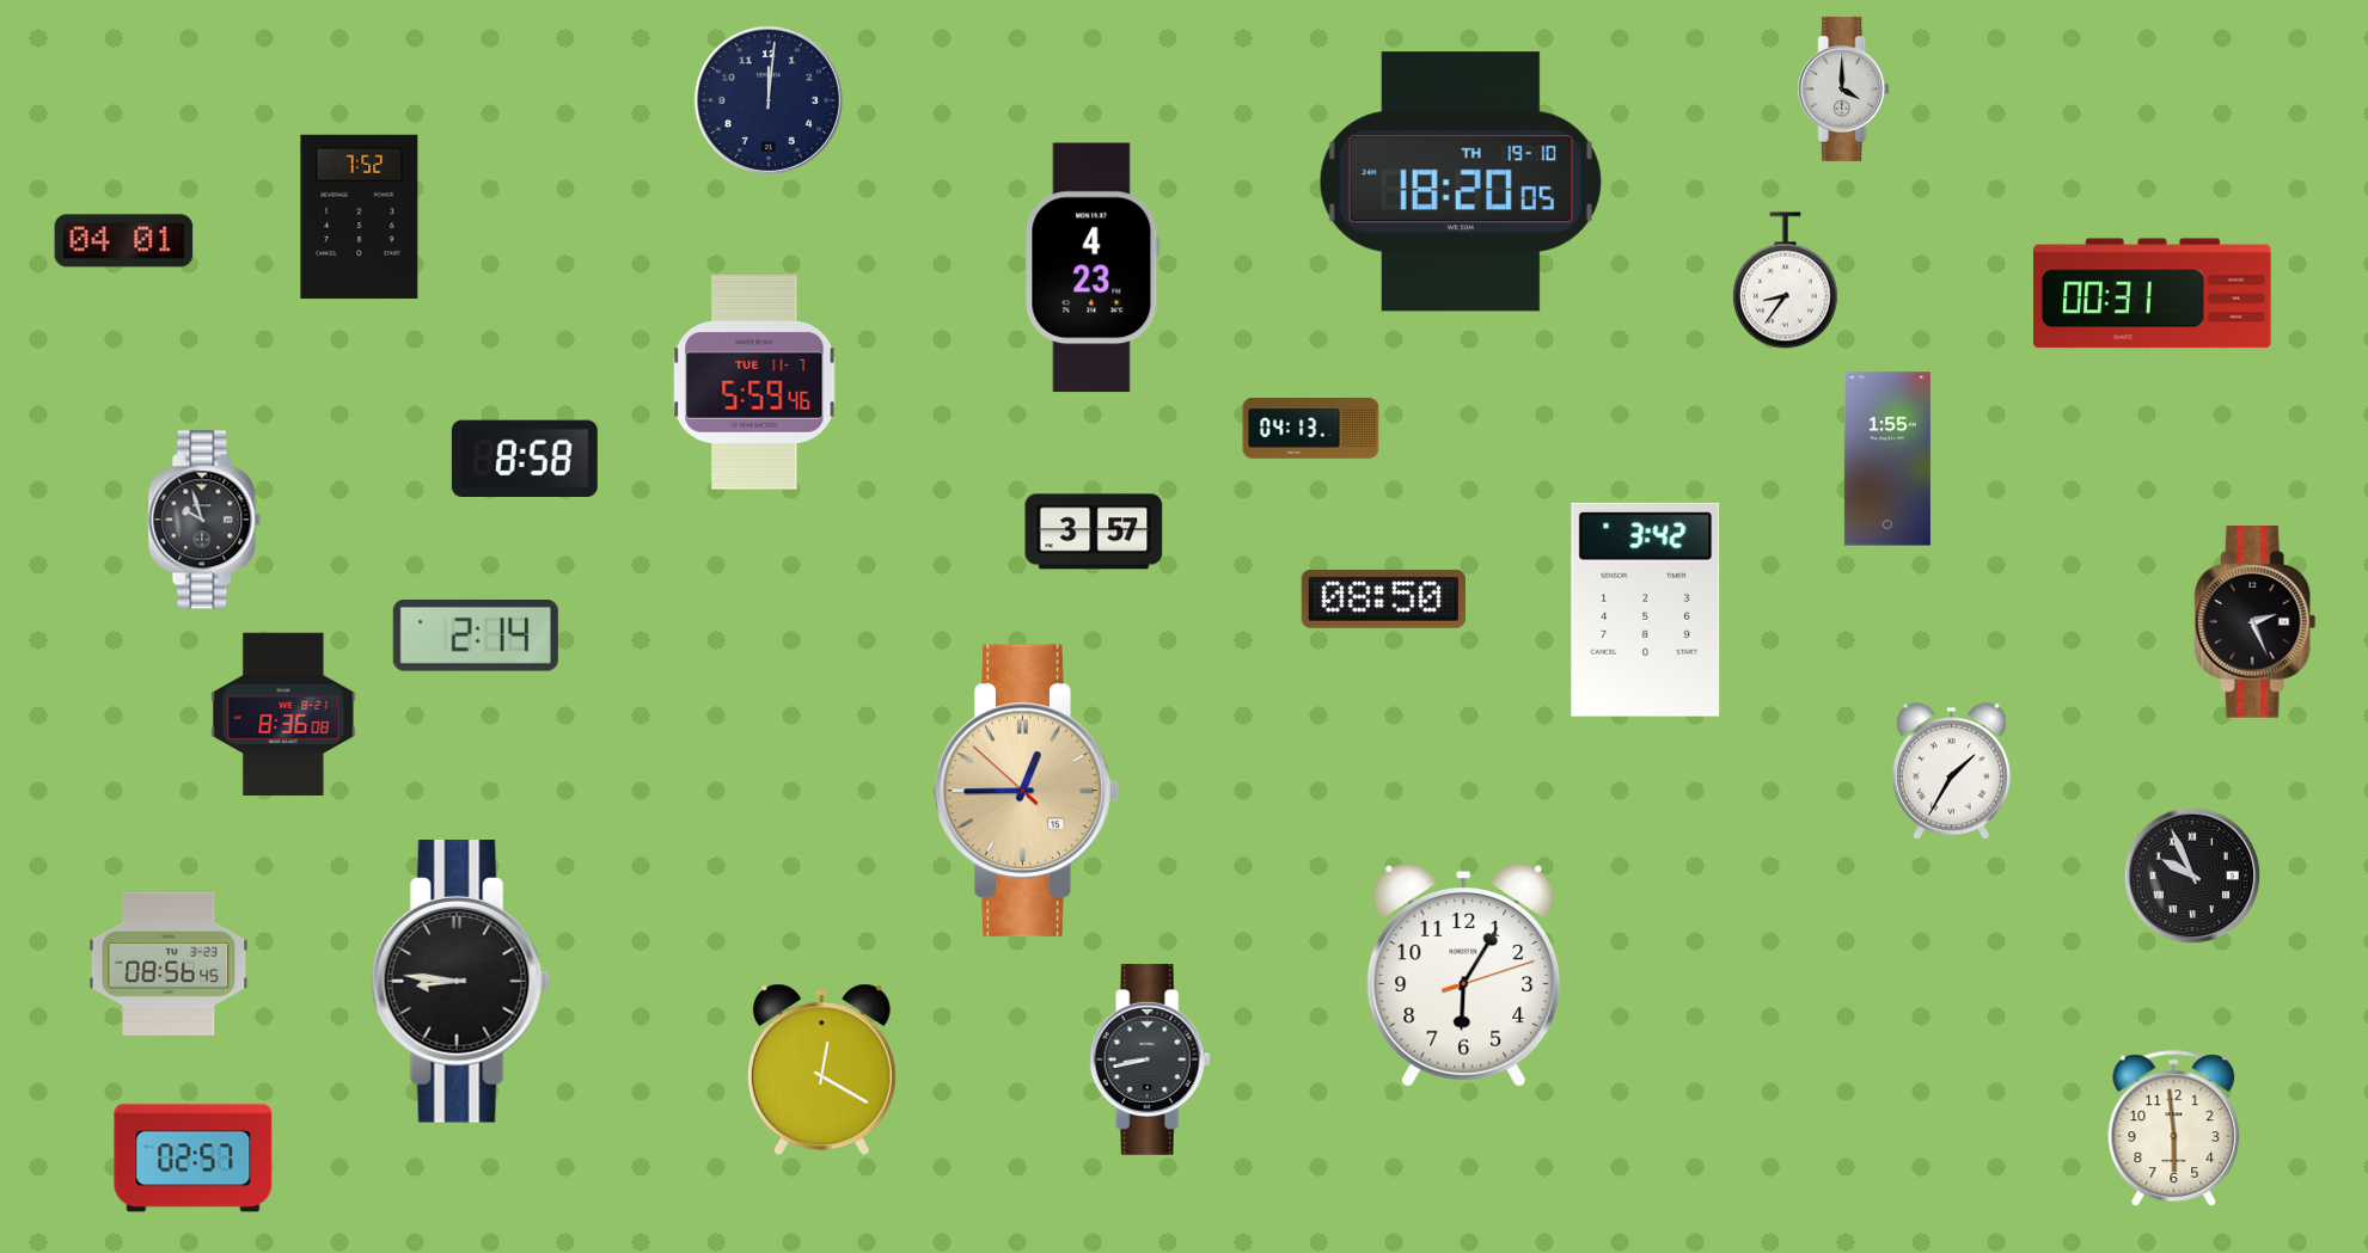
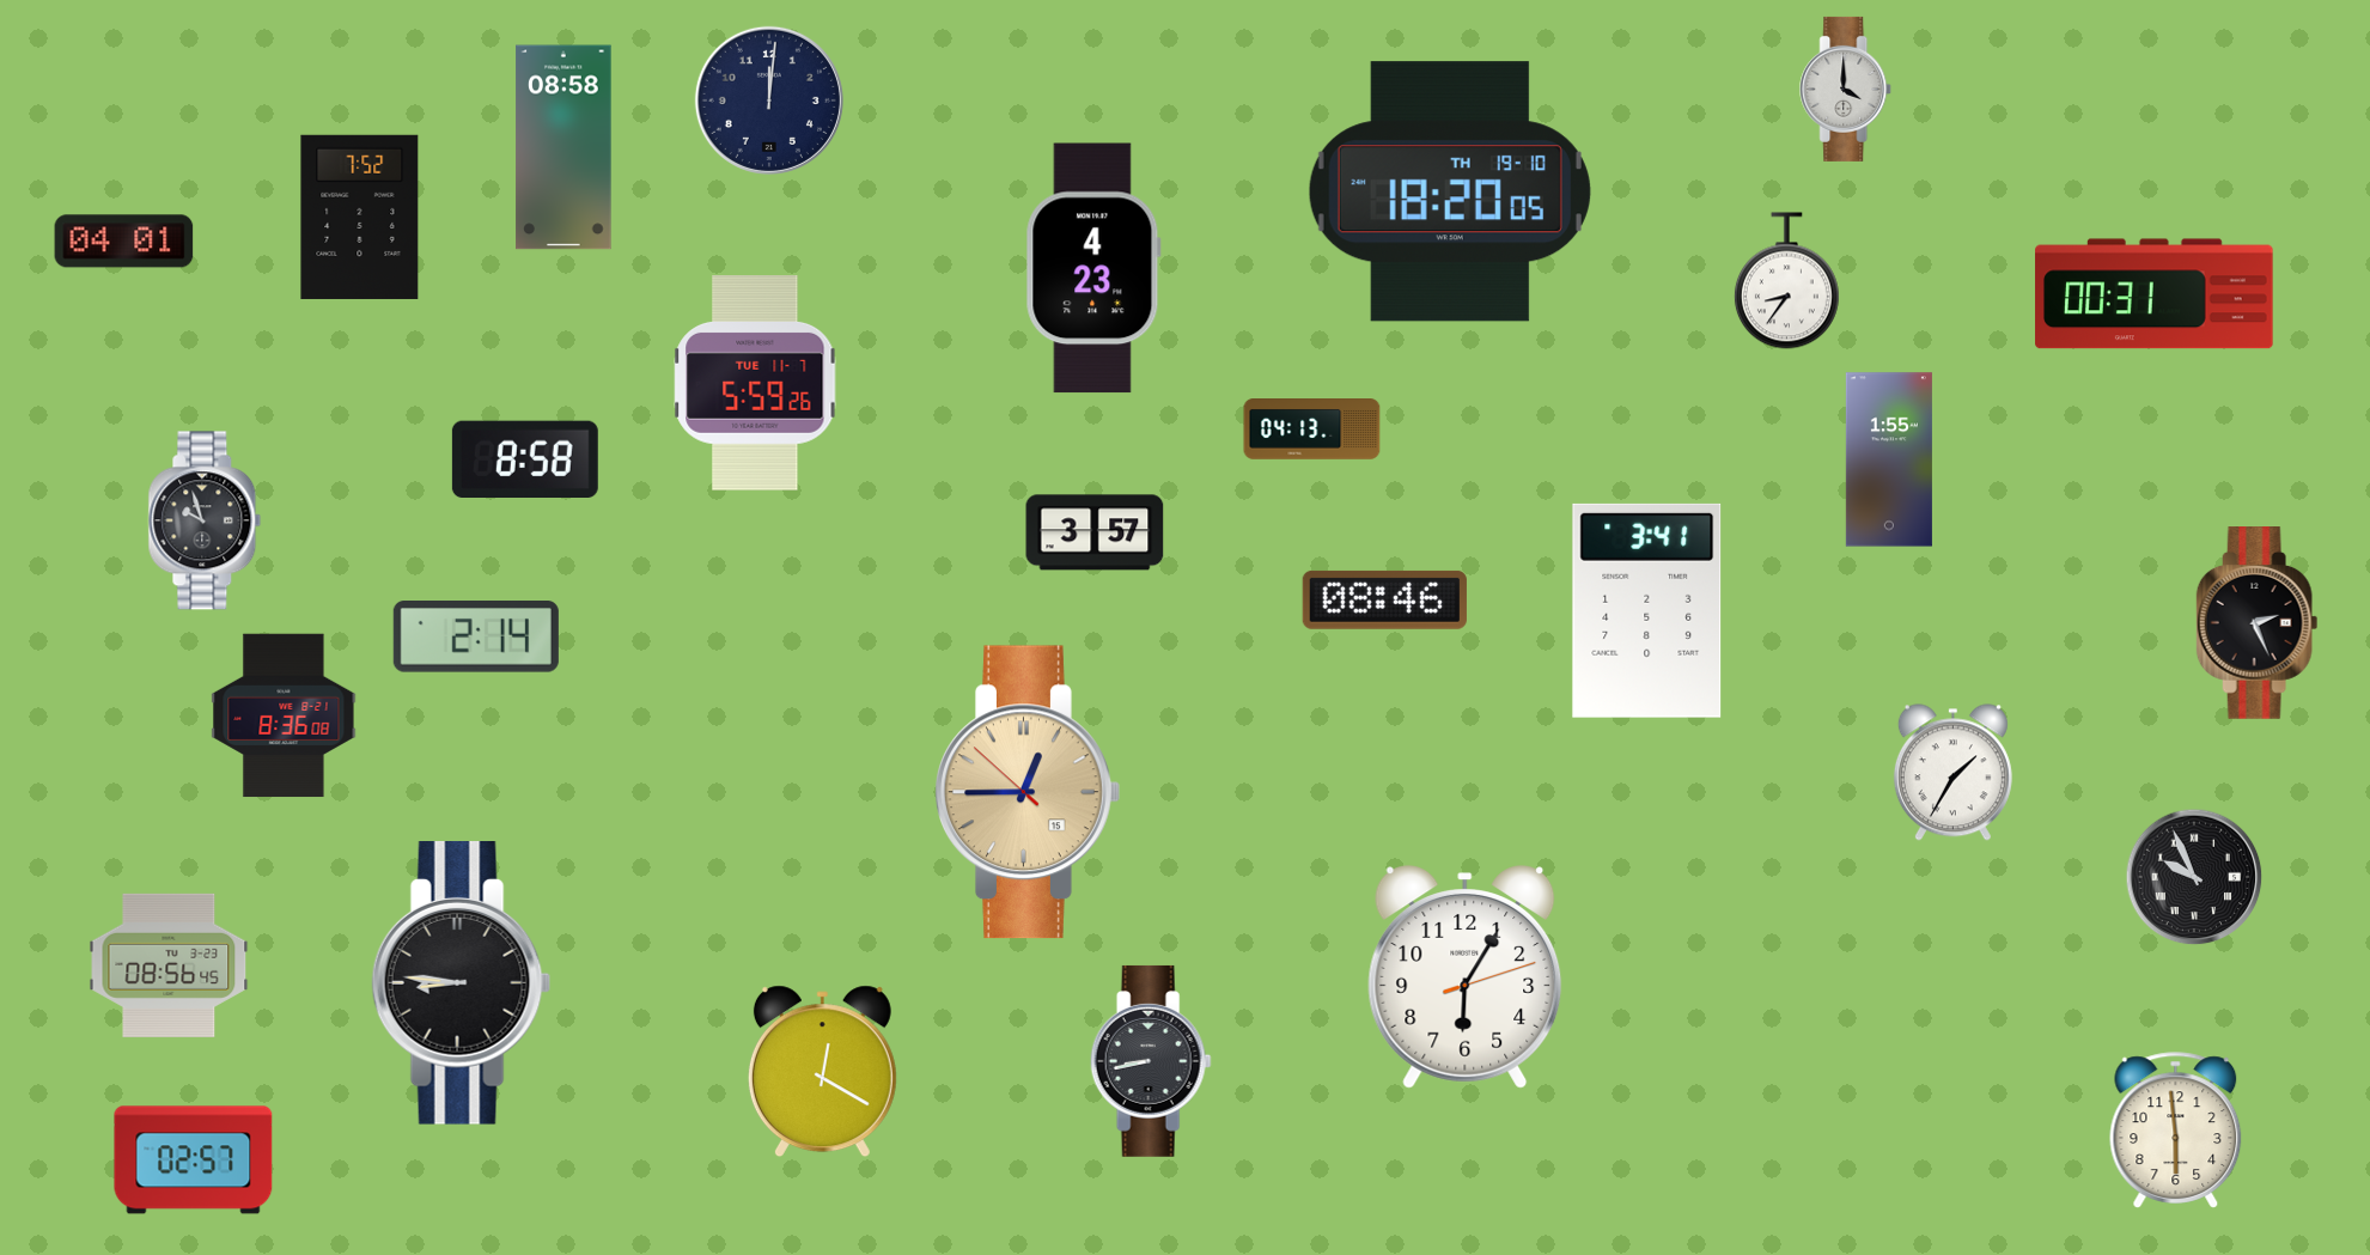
clock at (563, 147): none -> 08:58
clock at (1461, 182) position: (1461, 182) -> (1450, 191)
clock at (754, 383): 5:59:46 -> 5:59:26
clock at (1383, 598): 08:50 -> 08:46
clock at (1646, 609): 3:42 -> 3:41
